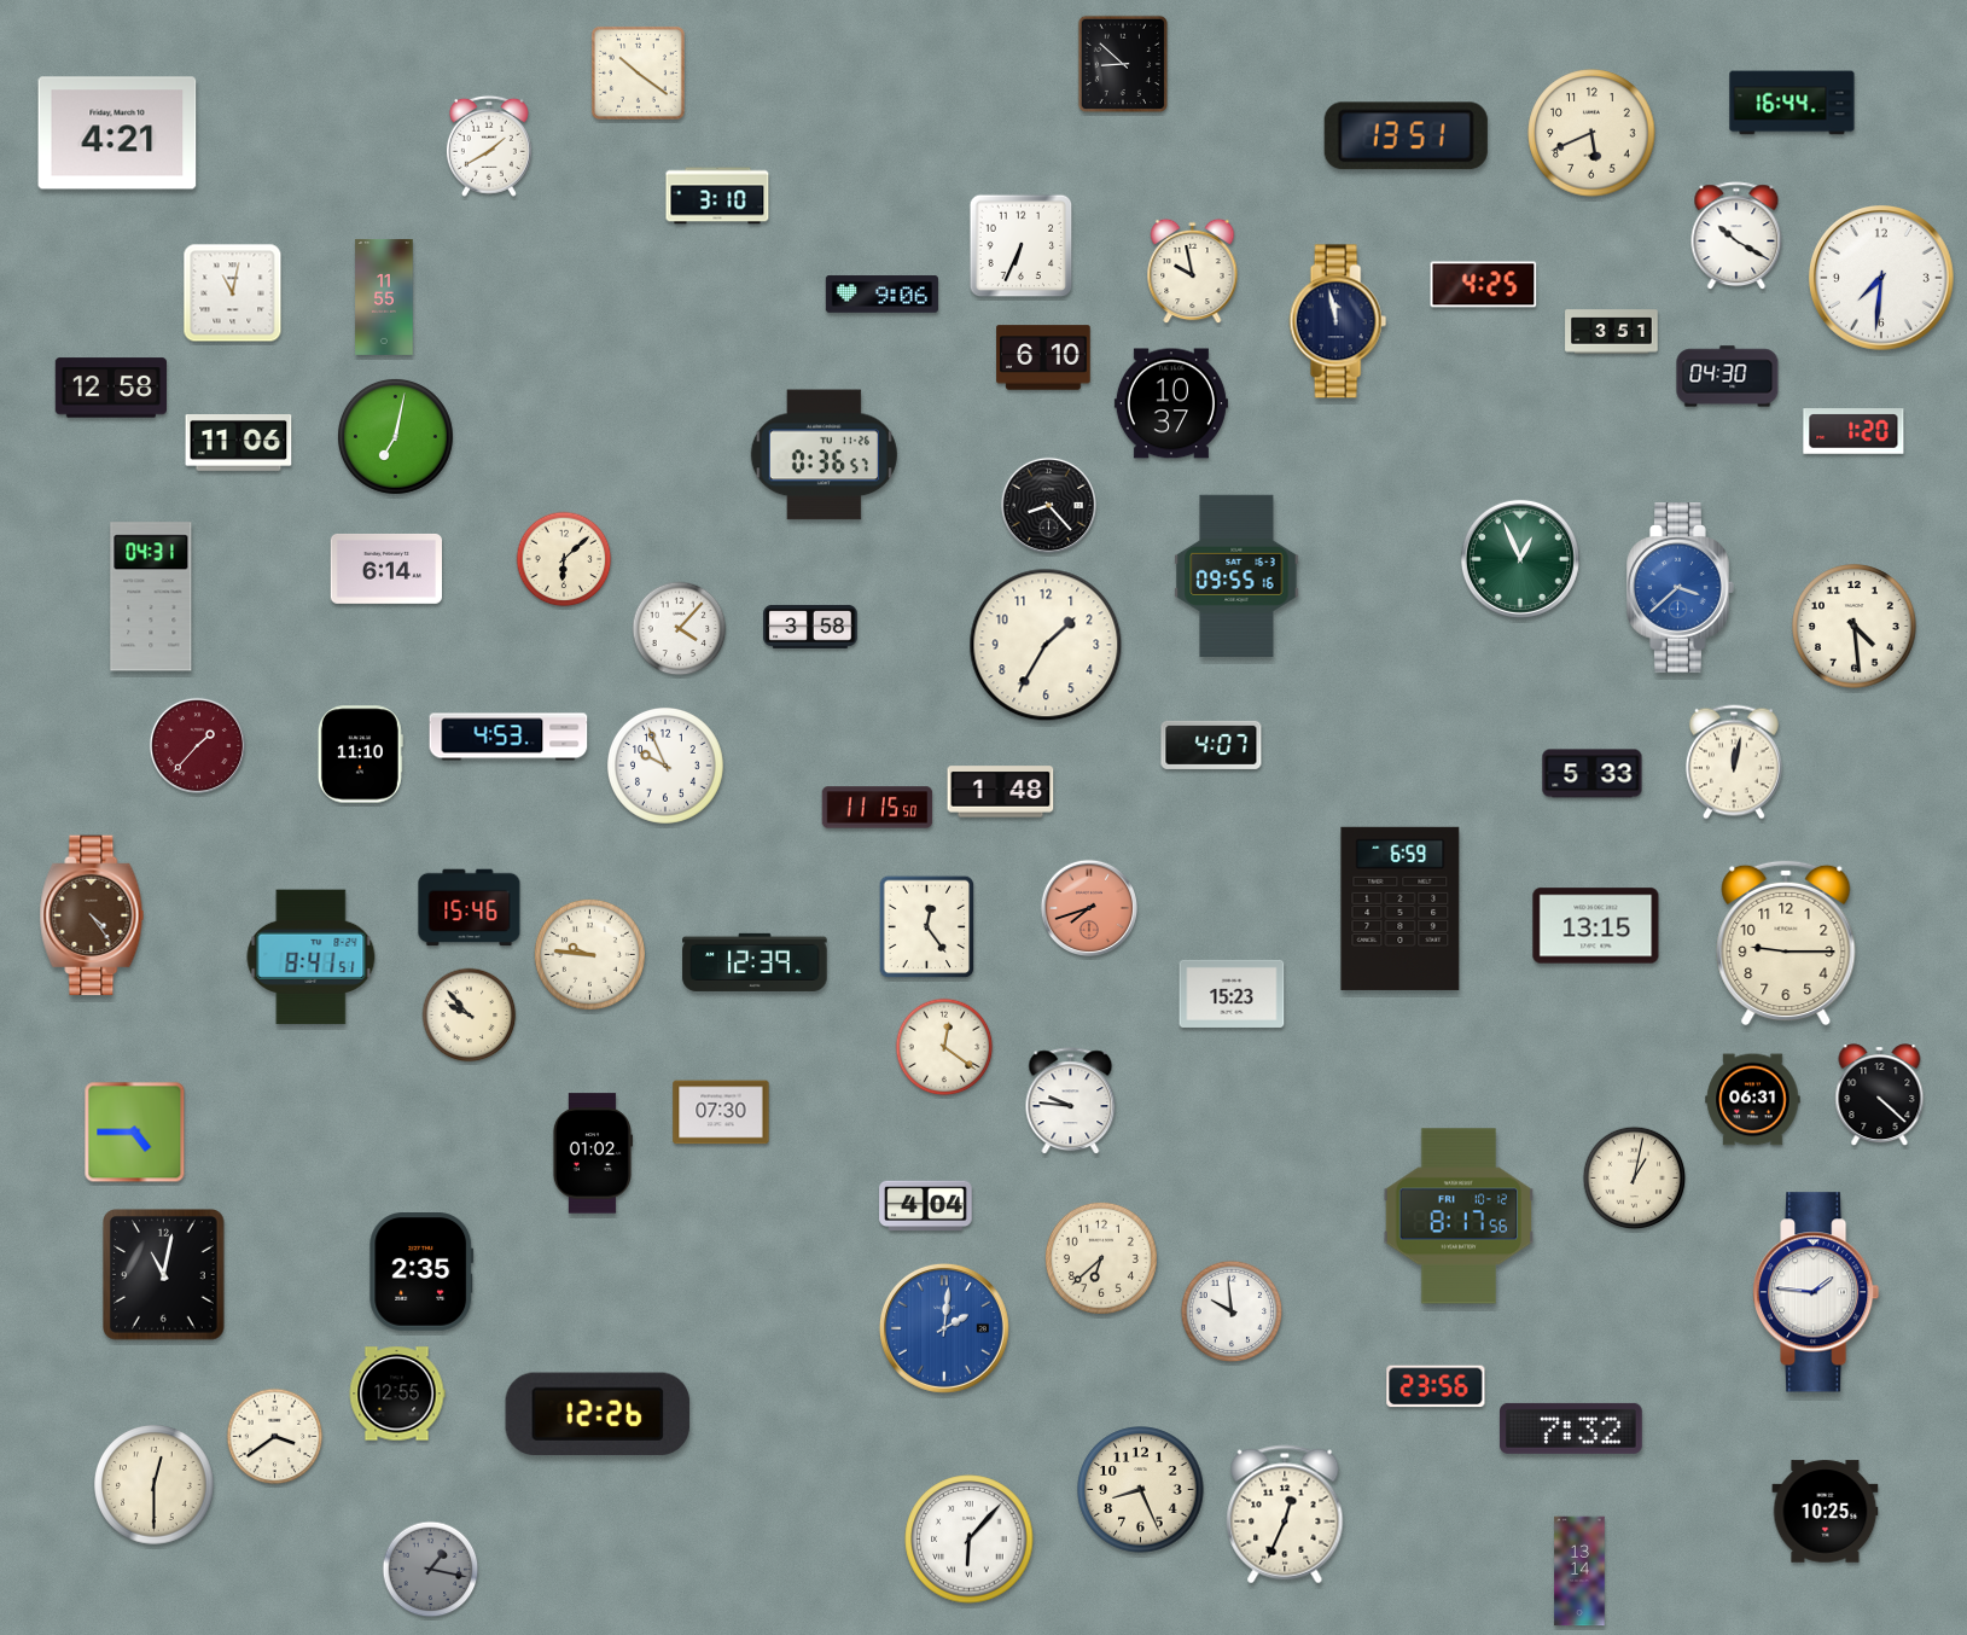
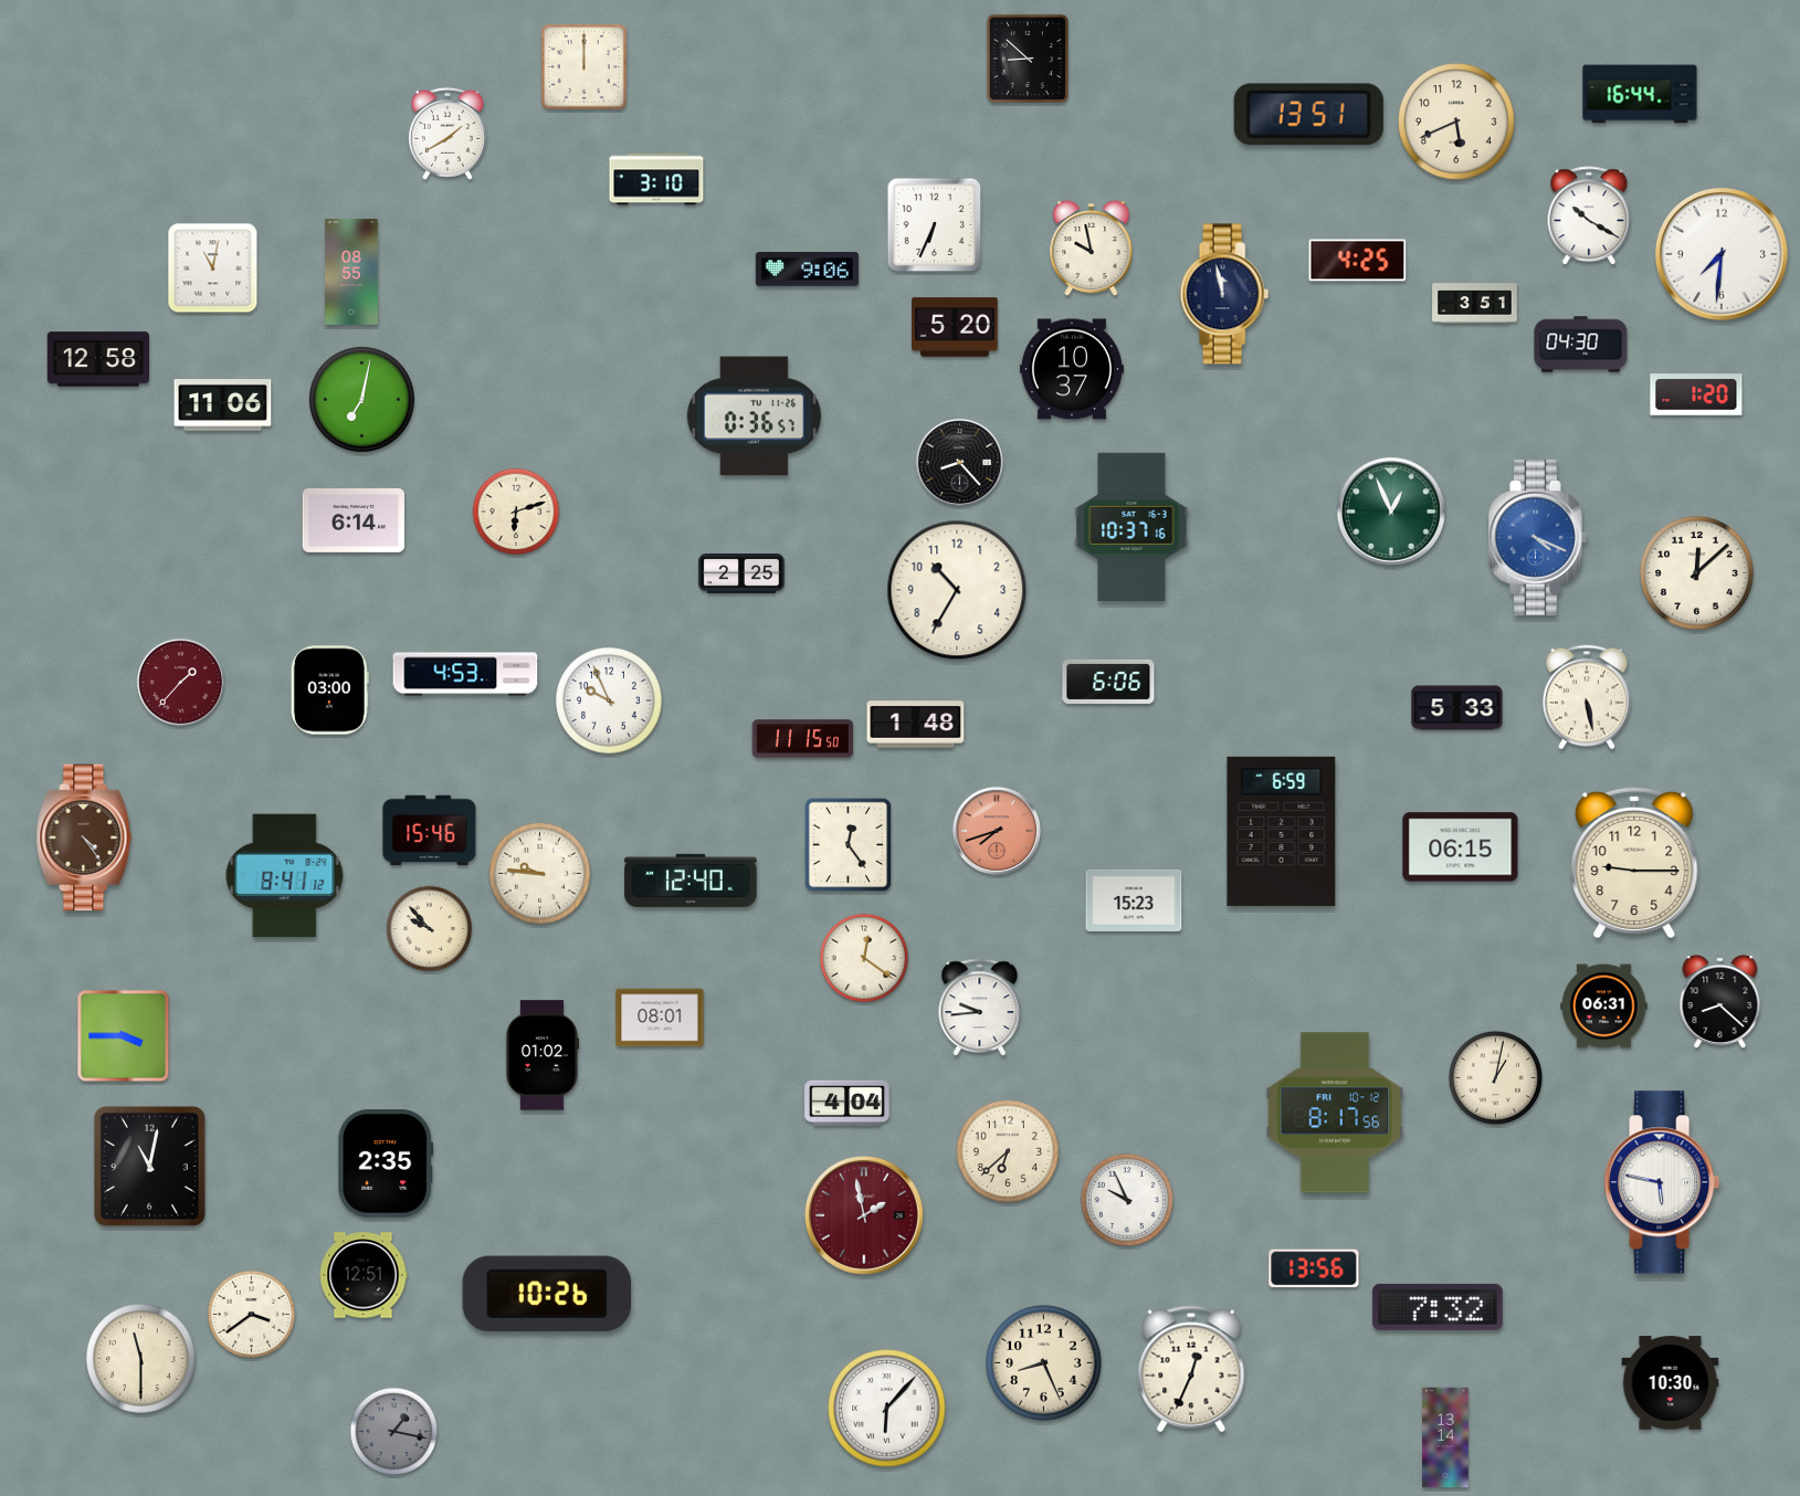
clock at (638, 72): 10:21 -> 12:00
clock at (117, 133): 4:21 -> none
clock at (1406, 136) position: (1406, 136) -> (1308, 115)
clock at (384, 297): 11:55 -> 08:55
clock at (1043, 357): 6:10 -> 5:20
clock at (110, 388) position: (110, 388) -> (97, 359)
clock at (239, 443) position: (239, 443) -> (223, 405)
clock at (564, 559): 6:08 -> 6:12
clock at (1236, 576): 09:55 -> 10:37
clock at (1681, 588): 3:38 -> 4:19
clock at (151, 597): 04:31 -> none
clock at (810, 627): 3:58 -> 2:25
clock at (1855, 627): 4:29 -> 12:08
clock at (680, 629): 4:07 -> none
clock at (1046, 645): 1:35 -> 10:35
clock at (1211, 745): 4:07 -> 6:06
clock at (360, 755): 11:10 -> 03:00
clock at (1734, 762): 12:02 -> 5:28
clock at (1596, 926): 13:15 -> 06:15
clock at (927, 927) position: (927, 927) -> (849, 845)
clock at (312, 958): 8:41:51 -> 8:41:12
clock at (755, 962): 12:39 -> 12:40
clock at (1232, 994) position: (1232, 994) -> (1134, 900)
clock at (1880, 1095): 4:22 -> 8:22
clock at (1071, 1101): 9:46 -> 9:44
clock at (721, 1112): 07:30 -> 08:01
clock at (135, 1133): 4:45 -> 3:45
clock at (1817, 1292): 1:46 -> 5:47
clock at (1232, 1311): 9:59 -> 9:56
clock at (944, 1328): 2:01 -> 1:58
clock at (944, 1328) dial: blue -> burgundy
clock at (1436, 1386): 23:56 -> 13:56
clock at (397, 1393): 12:55 -> 12:51
clock at (598, 1414): 12:26 -> 10:26
clock at (155, 1485): 12:30 -> 11:30
clock at (1826, 1512): 10:25 -> 10:30
clock at (1285, 1514) position: (1285, 1514) -> (1191, 1369)
clock at (431, 1570) position: (431, 1570) -> (394, 1432)
